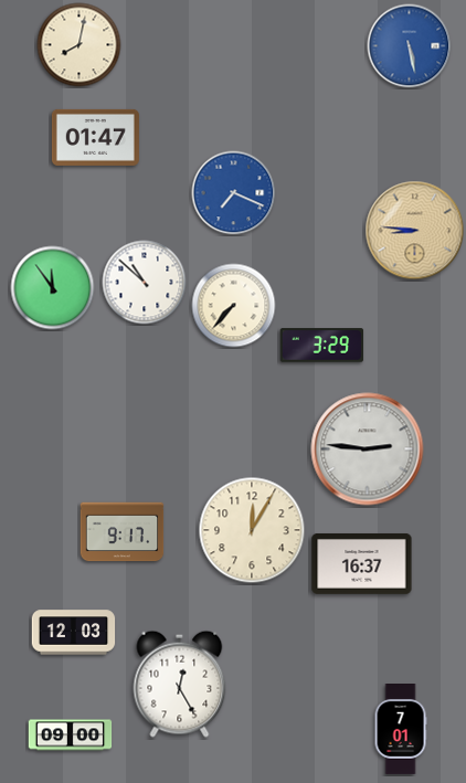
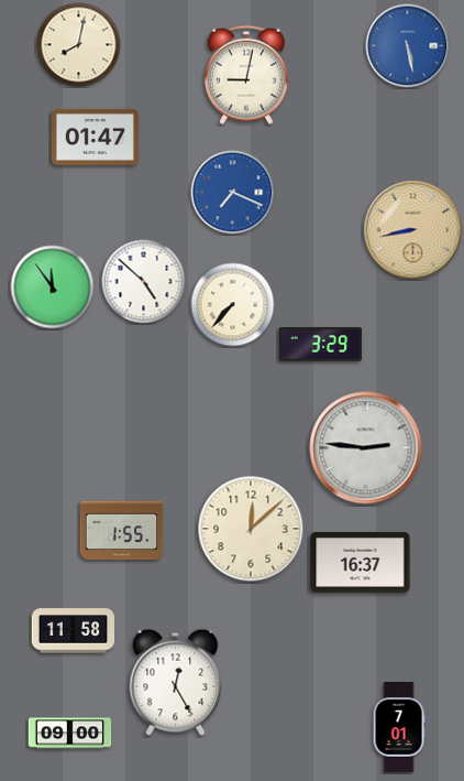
clock at (246, 75): none -> 9:02
clock at (415, 231): 8:46 -> 8:43
clock at (145, 283): 10:52 -> 4:52
clock at (252, 530): 12:05 -> 12:08
clock at (123, 532): 9:17 -> 1:55
clock at (74, 633): 12:03 -> 11:58
clock at (180, 684) position: (180, 684) -> (176, 682)
